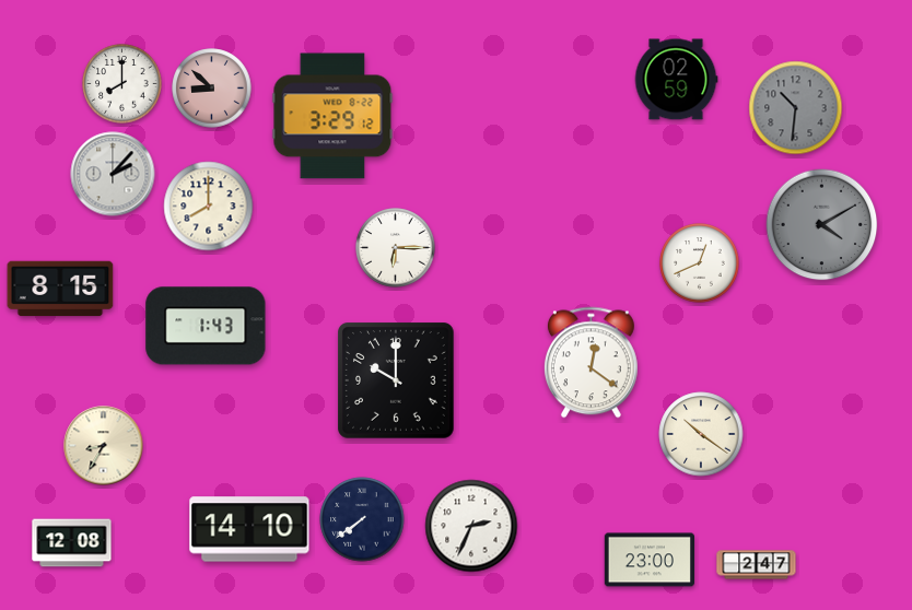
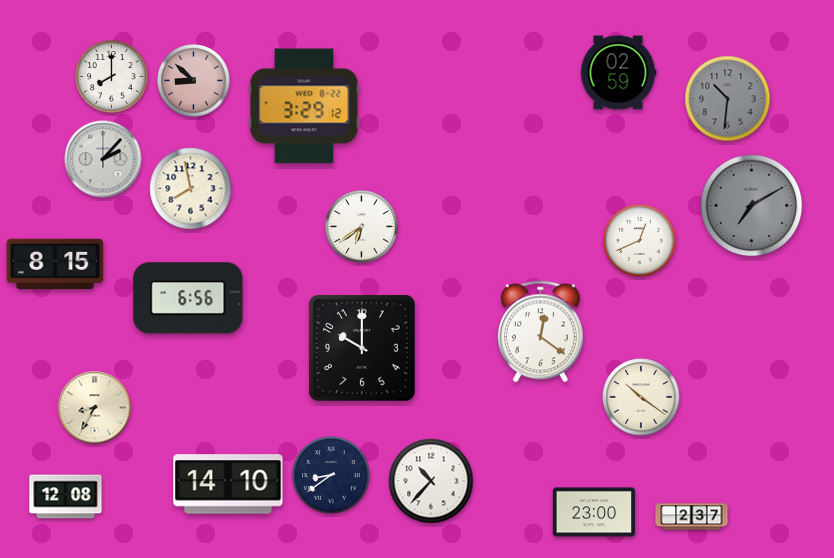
clock at (209, 207): 8:00 -> 7:58
clock at (822, 225): 4:10 -> 7:10
clock at (396, 248): 6:15 -> 6:39
clock at (206, 326): 1:43 -> 6:56
clock at (362, 519): 7:39 -> 8:39
clock at (471, 526): 2:34 -> 10:37
clock at (757, 565): 2:47 -> 2:37
